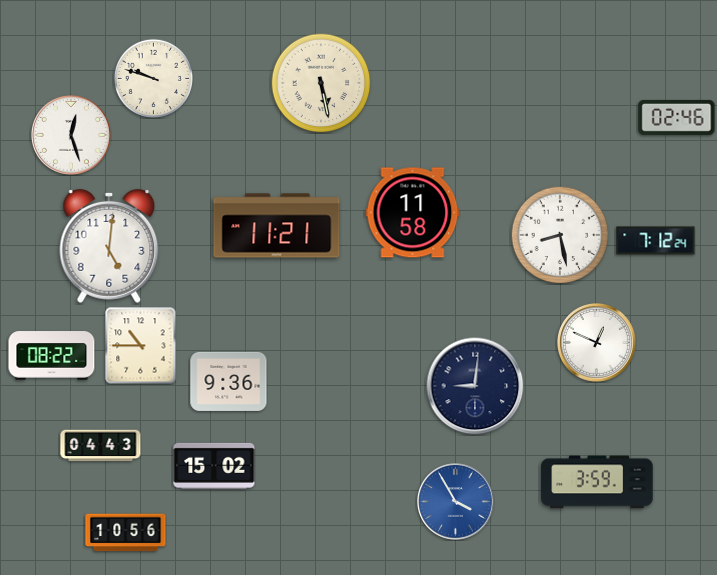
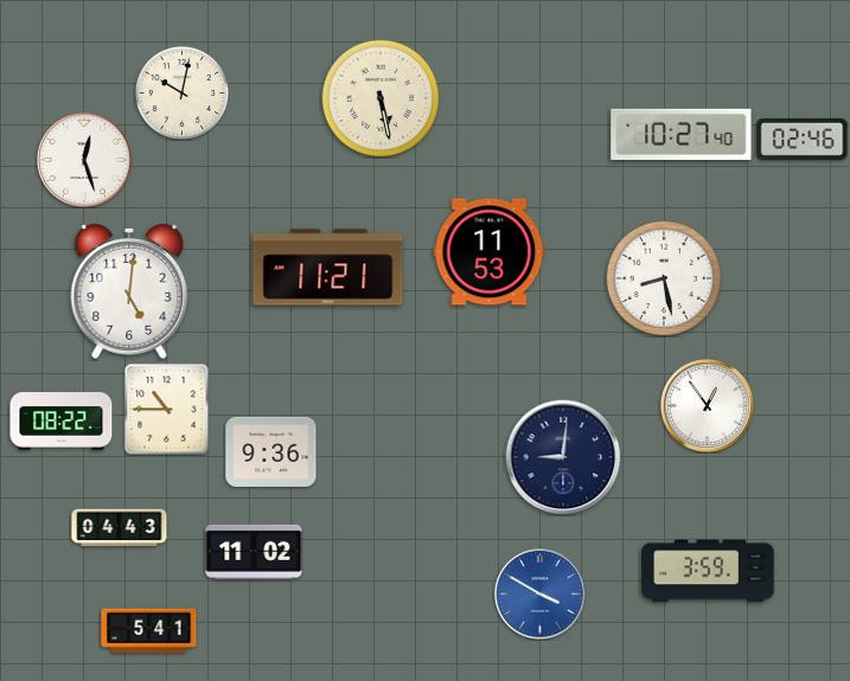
clock at (153, 78): 9:48 -> 10:02
clock at (682, 134): none -> 10:27
clock at (413, 213): 11:58 -> 11:53
clock at (656, 241): 7:12 -> none
clock at (596, 342): 12:49 -> 12:54
clock at (214, 466): 15:02 -> 11:02
clock at (456, 502): 3:55 -> 3:50
clock at (126, 533): 10:56 -> 5:41
